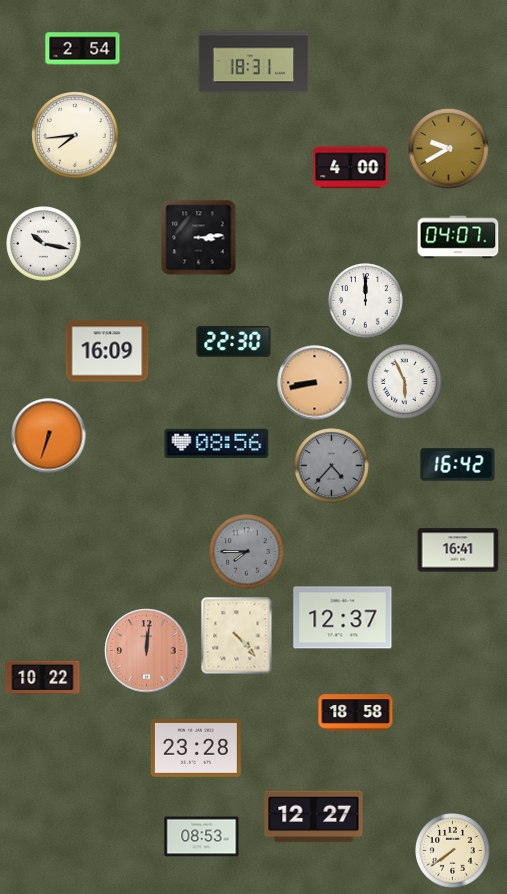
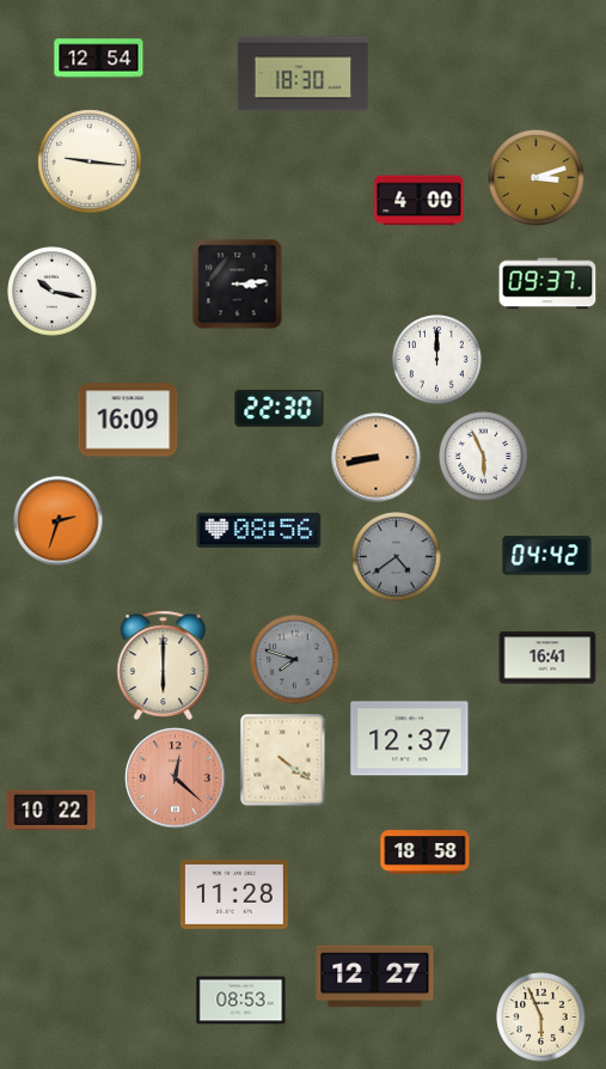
clock at (83, 49): 2:54 -> 12:54
clock at (254, 62): 18:31 -> 18:30
clock at (75, 135): 7:44 -> 9:16
clock at (449, 149): 9:40 -> 3:12
clock at (458, 237): 04:07 -> 09:37
clock at (49, 436): 6:33 -> 2:33
clock at (458, 465): 16:42 -> 04:42
clock at (332, 466): 4:37 -> 4:39
clock at (247, 552): 7:45 -> 7:48
clock at (164, 665): none -> 6:00
clock at (237, 636): 4:23 -> 4:21
clock at (147, 651): 12:01 -> 12:22
clock at (196, 748): 23:28 -> 11:28
clock at (453, 851): 7:39 -> 5:56
